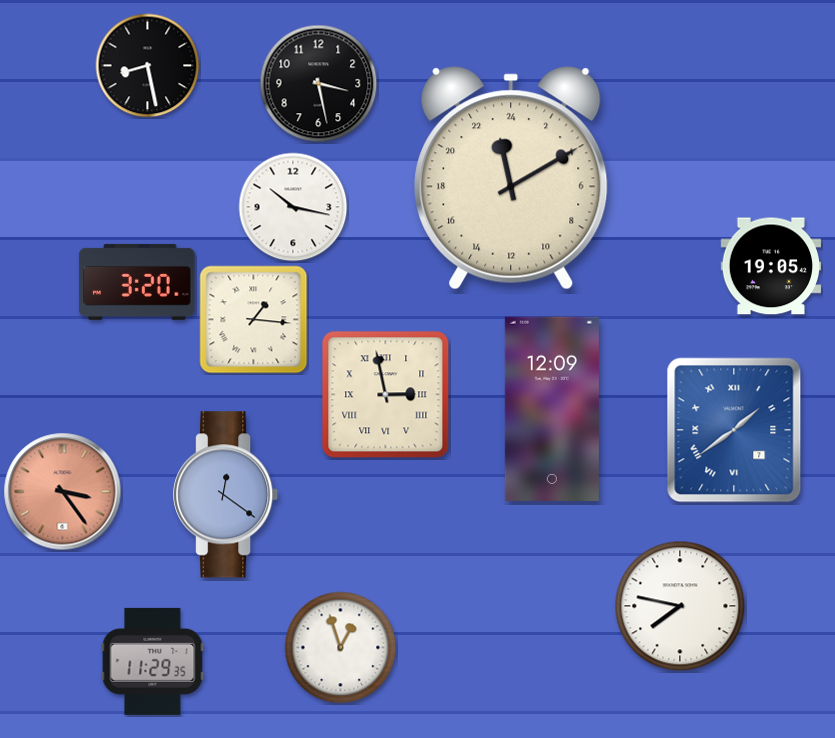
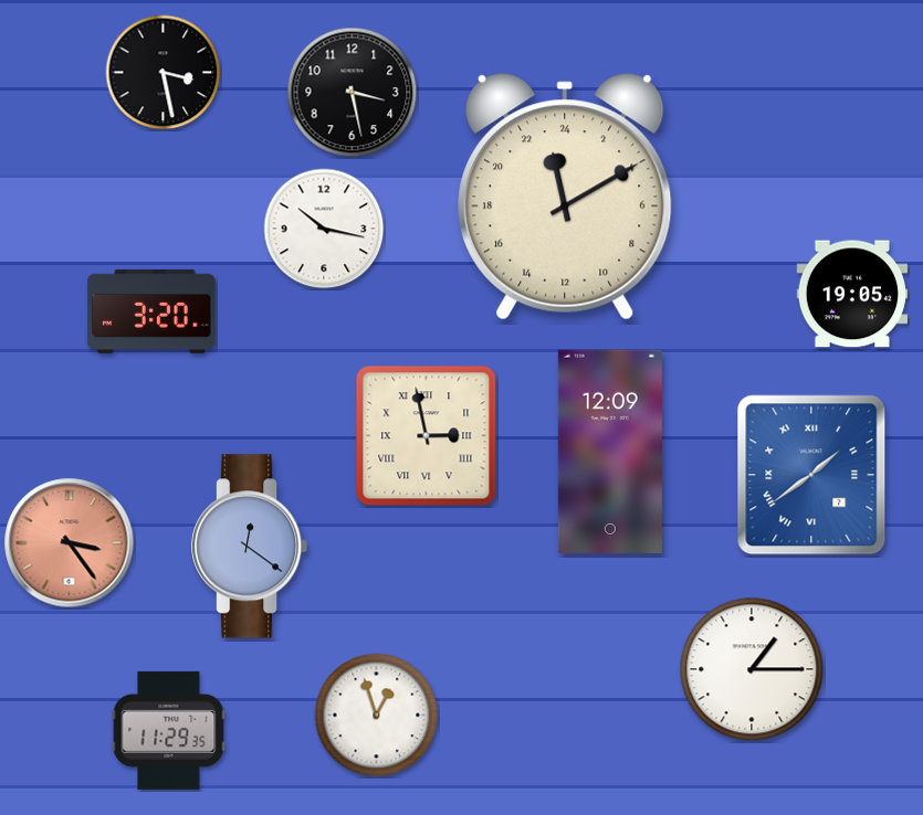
clock at (148, 66): 8:28 -> 3:28
clock at (254, 320): 1:16 -> none
clock at (680, 606): 7:47 -> 1:15
